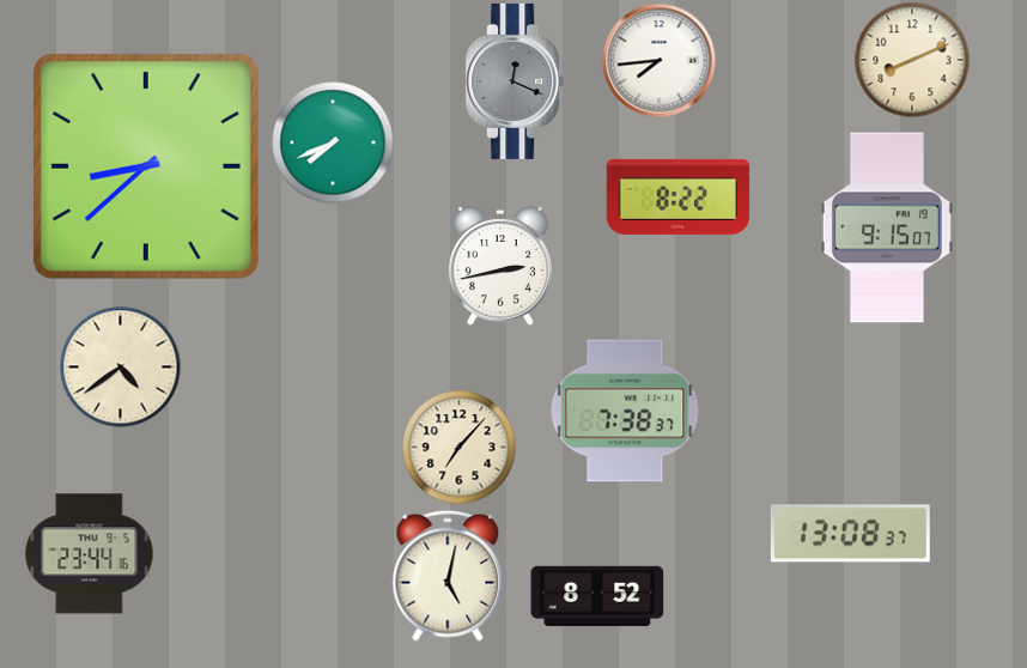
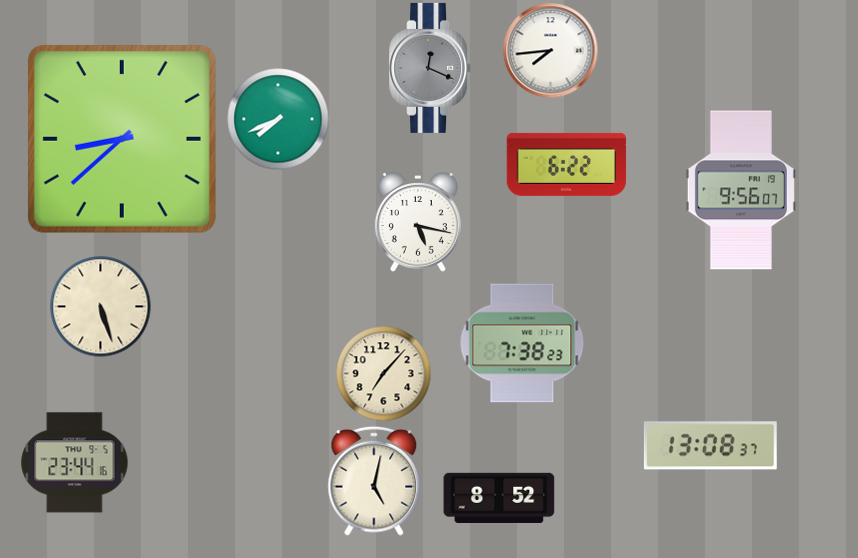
clock at (912, 60): 8:11 -> none
clock at (679, 196): 8:22 -> 6:22
clock at (887, 227): 9:15 -> 9:56
clock at (500, 267): 2:43 -> 5:17
clock at (121, 368): 4:39 -> 5:27
clock at (625, 411): 7:38:37 -> 7:38:23
